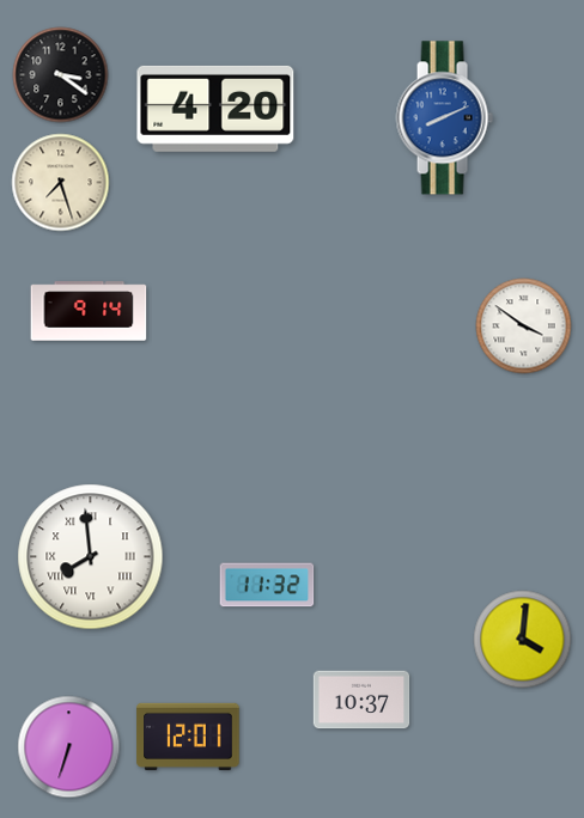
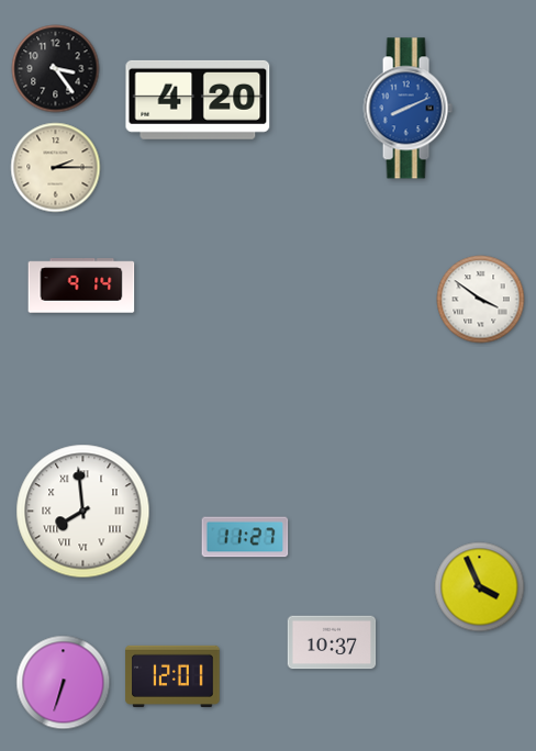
clock at (61, 75): 3:21 -> 3:24
clock at (61, 183): 7:27 -> 2:15
clock at (267, 585): 11:32 -> 11:27
clock at (523, 640): 4:01 -> 3:56
clock at (69, 747) position: (69, 747) -> (64, 683)
